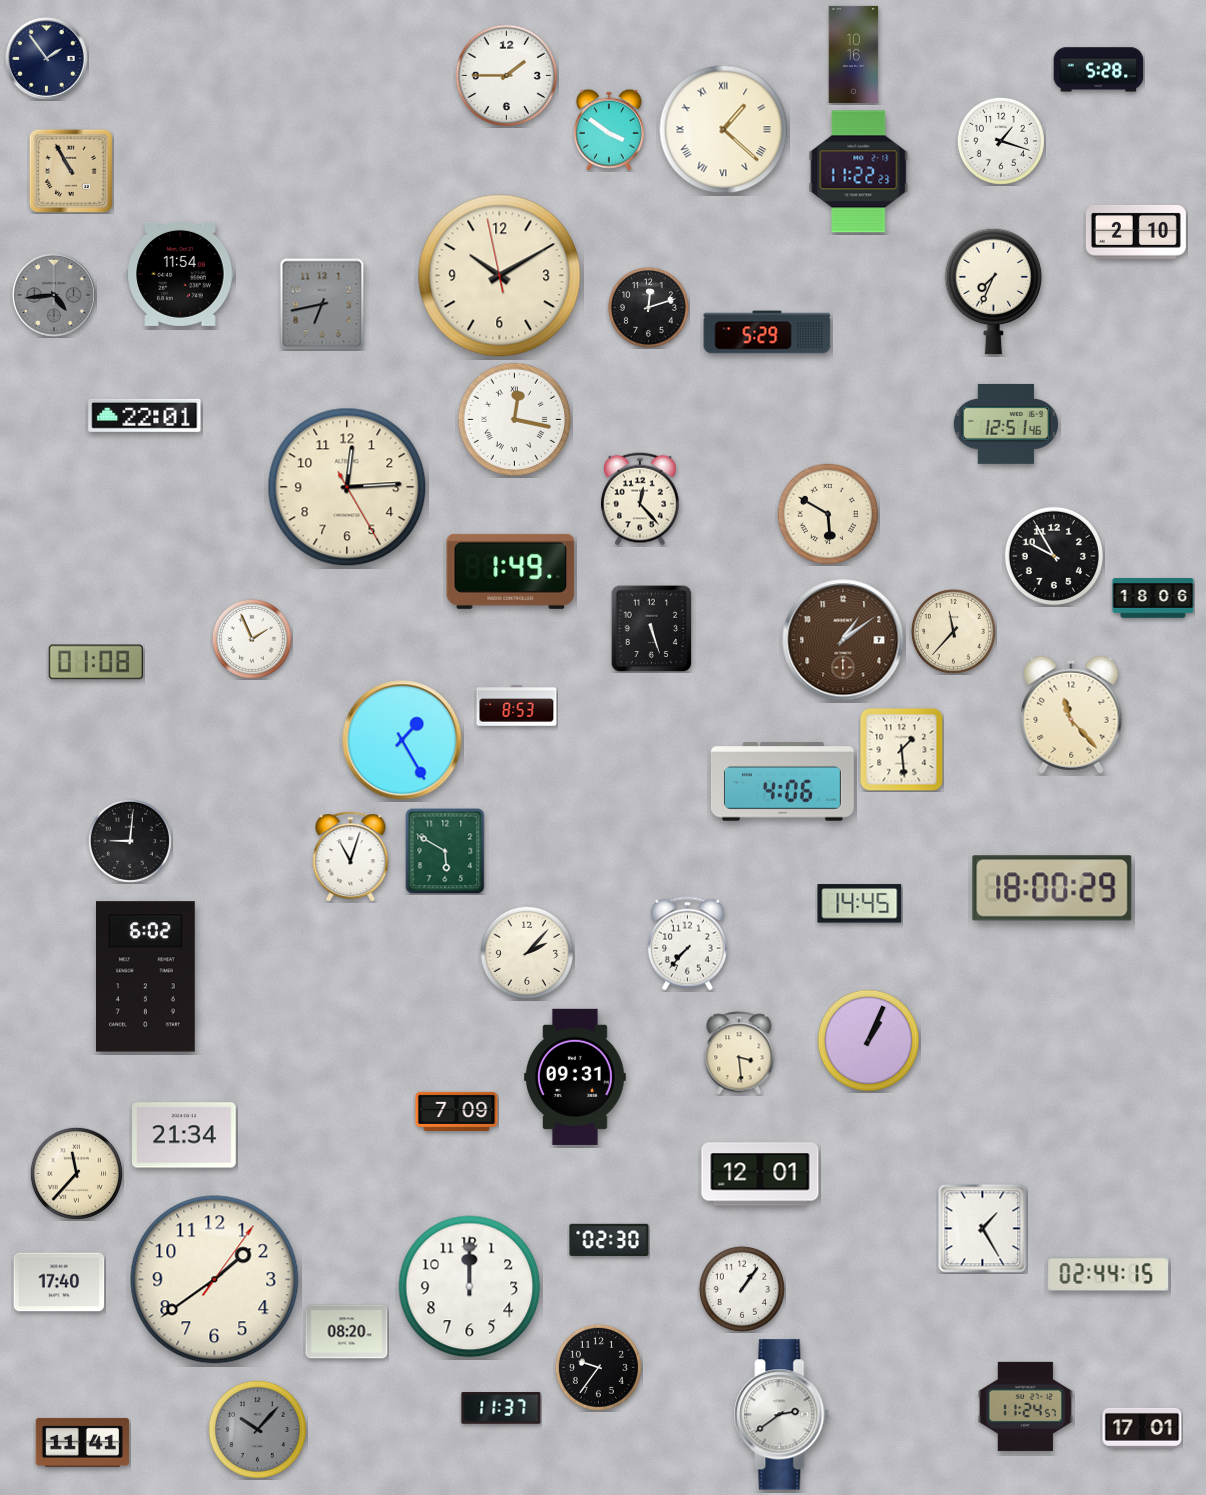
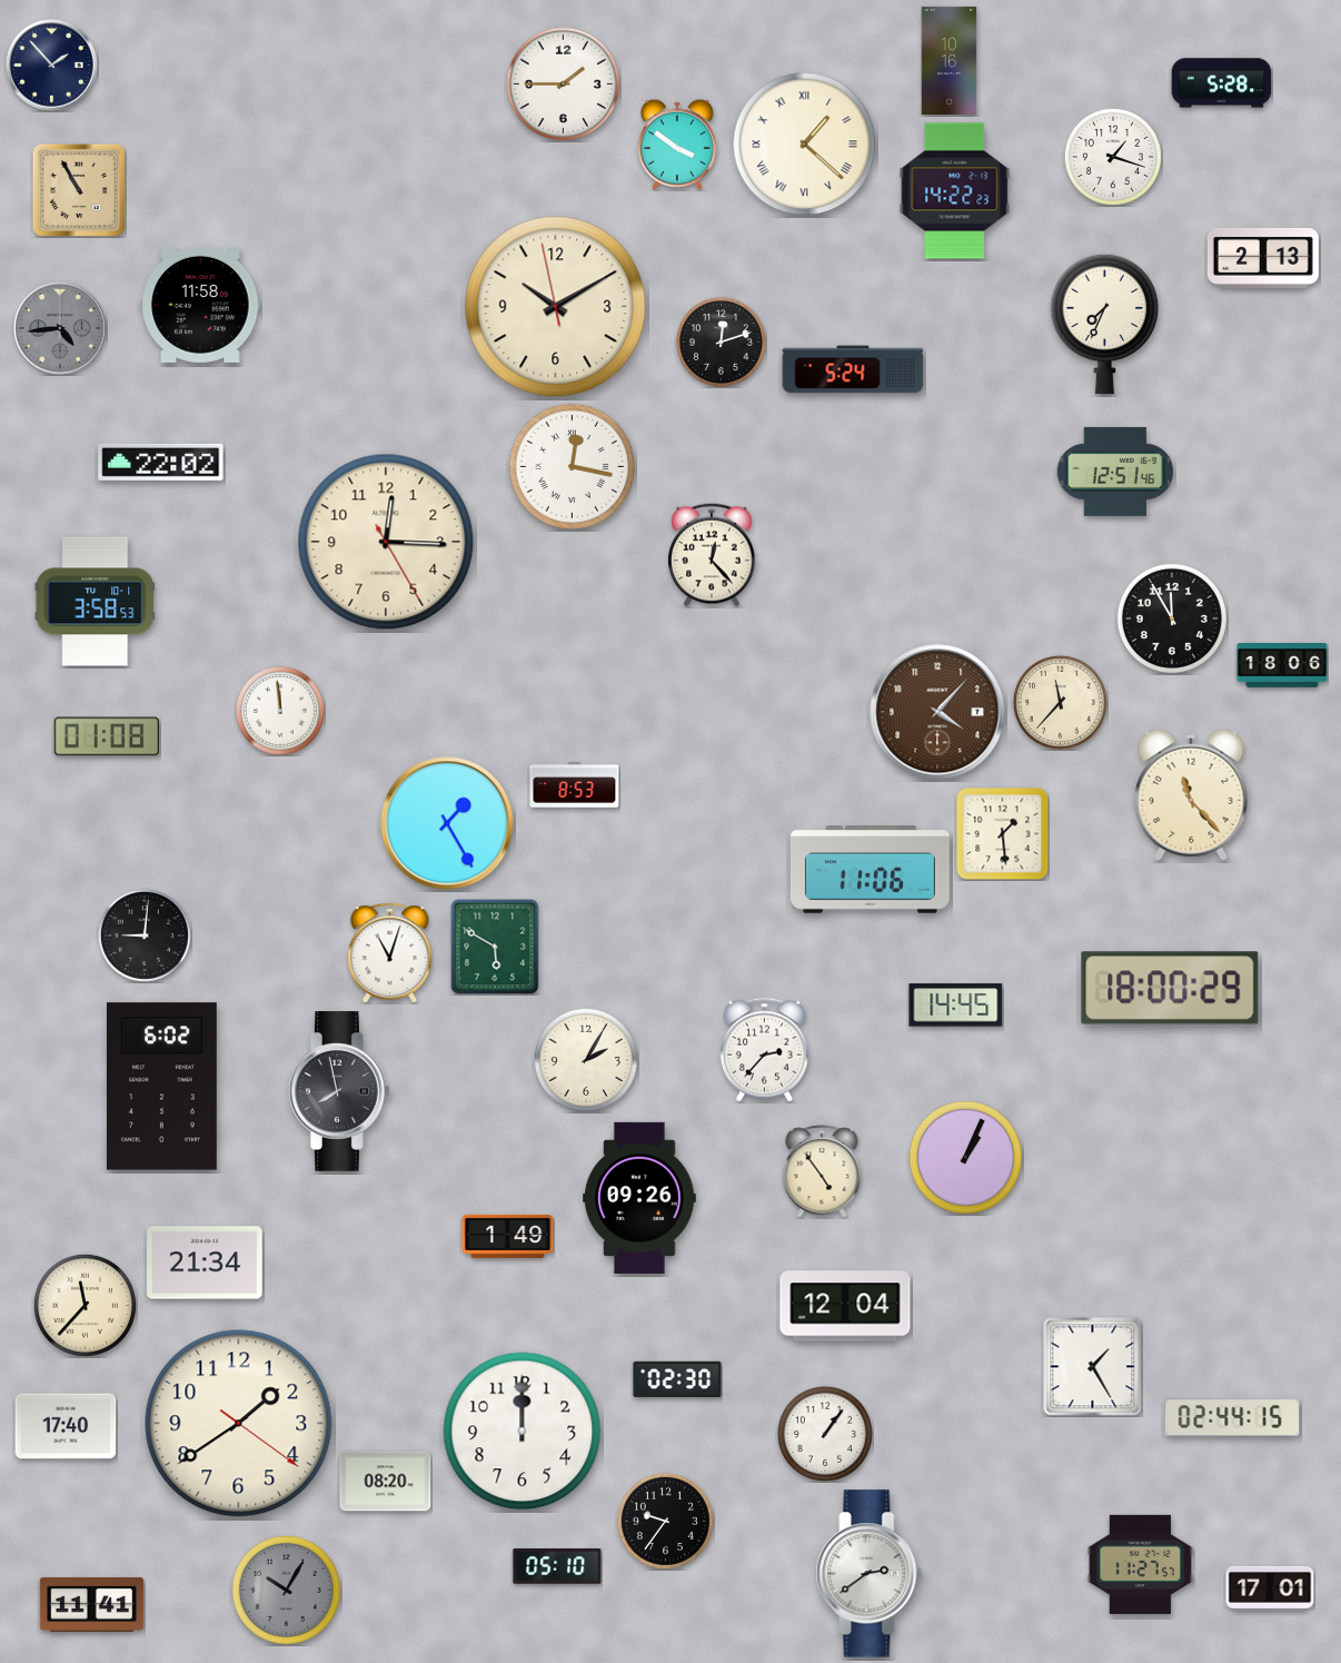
clock at (47, 59): 1:54 -> 1:53
clock at (1099, 70) position: (1099, 70) -> (1222, 83)
clock at (859, 172): 11:22 -> 14:22
clock at (1136, 233): 2:10 -> 2:13
clock at (180, 274): 11:54 -> 11:58
clock at (322, 304): 6:43 -> none
clock at (767, 332): 5:29 -> 5:24
clock at (145, 415): 22:01 -> 22:02
clock at (1006, 424) position: (1006, 424) -> (1115, 472)
clock at (347, 487): 12:14 -> 12:15
clock at (828, 514): 5:50 -> none
clock at (96, 602): none -> 3:58
clock at (1054, 556): 9:55 -> 11:55
clock at (511, 571): 1:49 -> none
clock at (652, 628): 5:27 -> none
clock at (252, 639): 1:56 -> 11:59
clock at (843, 640): 1:09 -> 4:07
clock at (782, 782): 4:06 -> 11:06
clock at (687, 944): 7:37 -> 2:37
clock at (527, 953): 2:07 -> 2:05
clock at (339, 1092): none -> 7:58
clock at (739, 1053): 3:29 -> 4:54
clock at (576, 1077): 09:31 -> 09:26
clock at (457, 1111): 7:09 -> 1:49
clock at (760, 1174): 12:01 -> 12:04
clock at (215, 1280): 1:39:06 -> 1:39:21
clock at (1025, 1406): 11:24 -> 11:27
clock at (501, 1408): 11:37 -> 05:10
clock at (257, 1429): 10:07 -> 10:05
